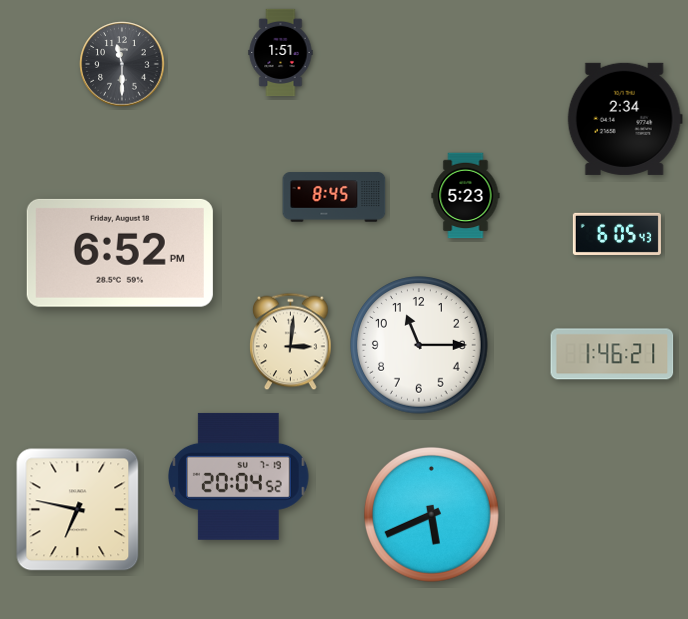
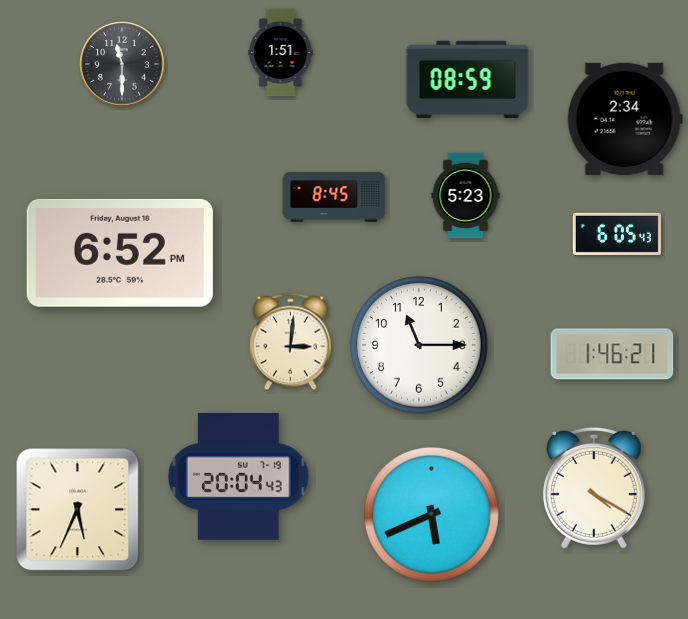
clock at (468, 79): none -> 08:59
clock at (239, 476): 20:04:52 -> 20:04:43
clock at (594, 488): none -> 4:20
clock at (78, 510): 6:47 -> 5:34
